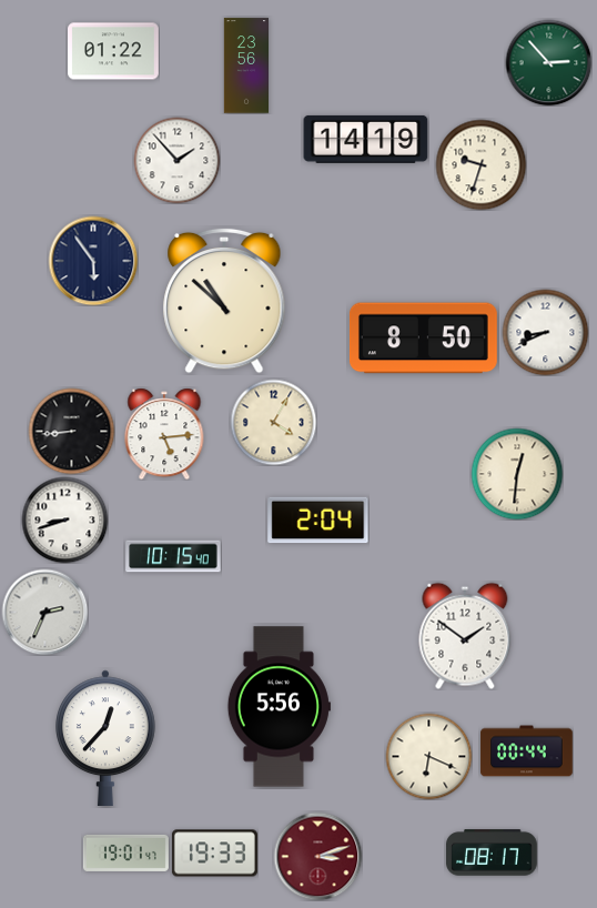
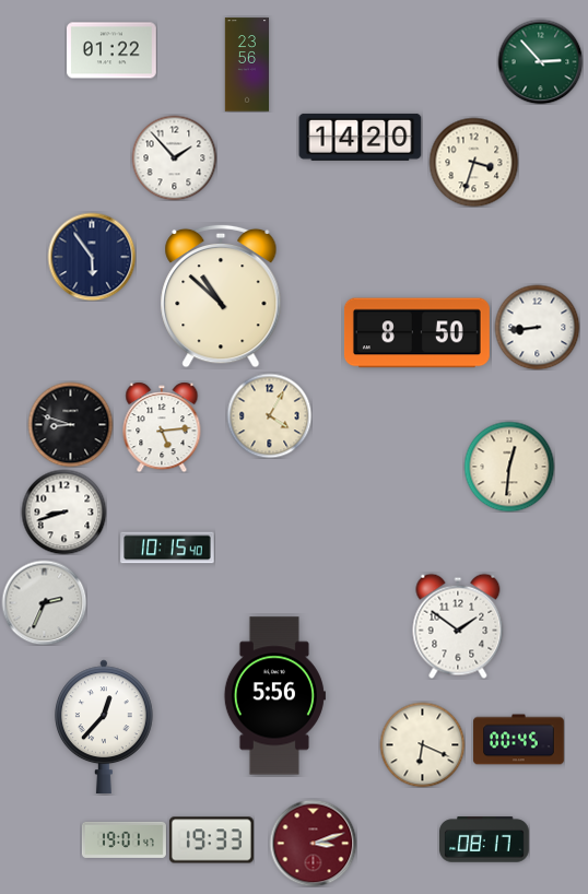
clock at (245, 65) position: (245, 65) -> (246, 64)
clock at (366, 139): 14:19 -> 14:20
clock at (480, 164): 9:33 -> 3:33
clock at (545, 332): 8:41 -> 8:44
clock at (71, 431): 8:44 -> 8:48
clock at (318, 521): 2:04 -> none
clock at (173, 556) position: (173, 556) -> (167, 548)
clock at (527, 751): 00:44 -> 00:45
